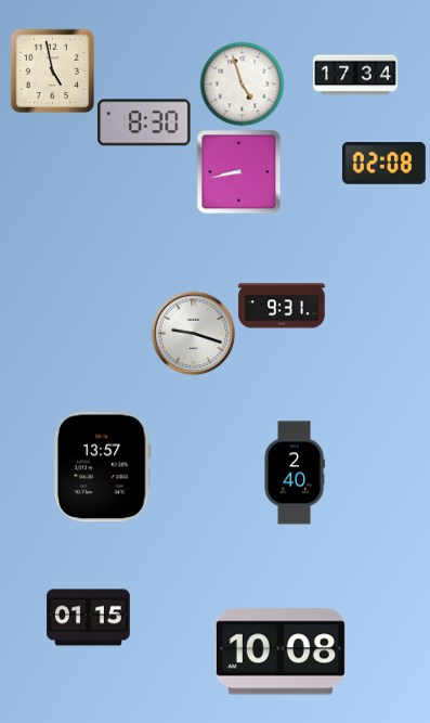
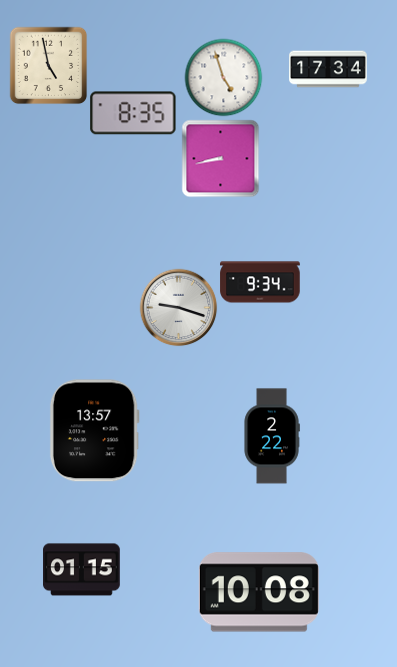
clock at (144, 122): 8:30 -> 8:35
clock at (383, 163): 02:08 -> none
clock at (282, 306): 9:31 -> 9:34
clock at (295, 473): 2:40 -> 2:22
clock at (281, 651) position: (281, 651) -> (259, 592)
